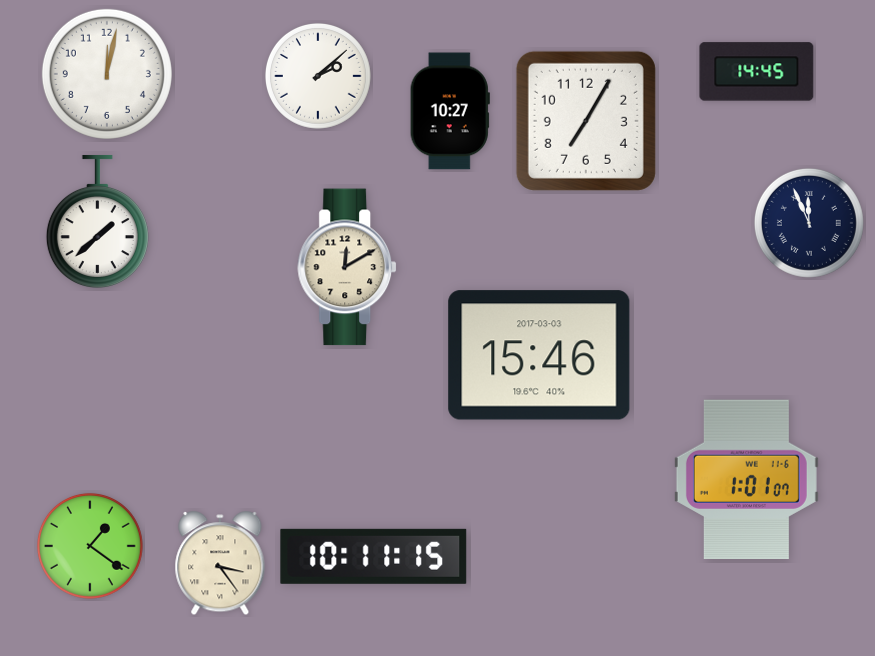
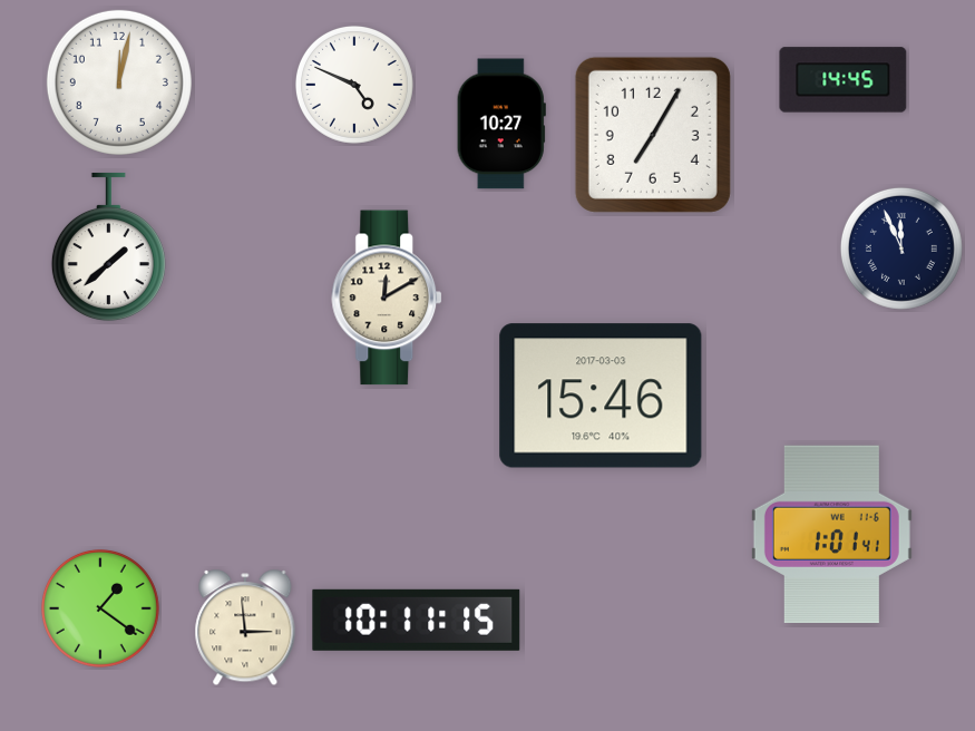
clock at (318, 76): 2:08 -> 4:49
clock at (746, 480): 1:01:07 -> 1:01:41
clock at (220, 564): 3:24 -> 2:59
